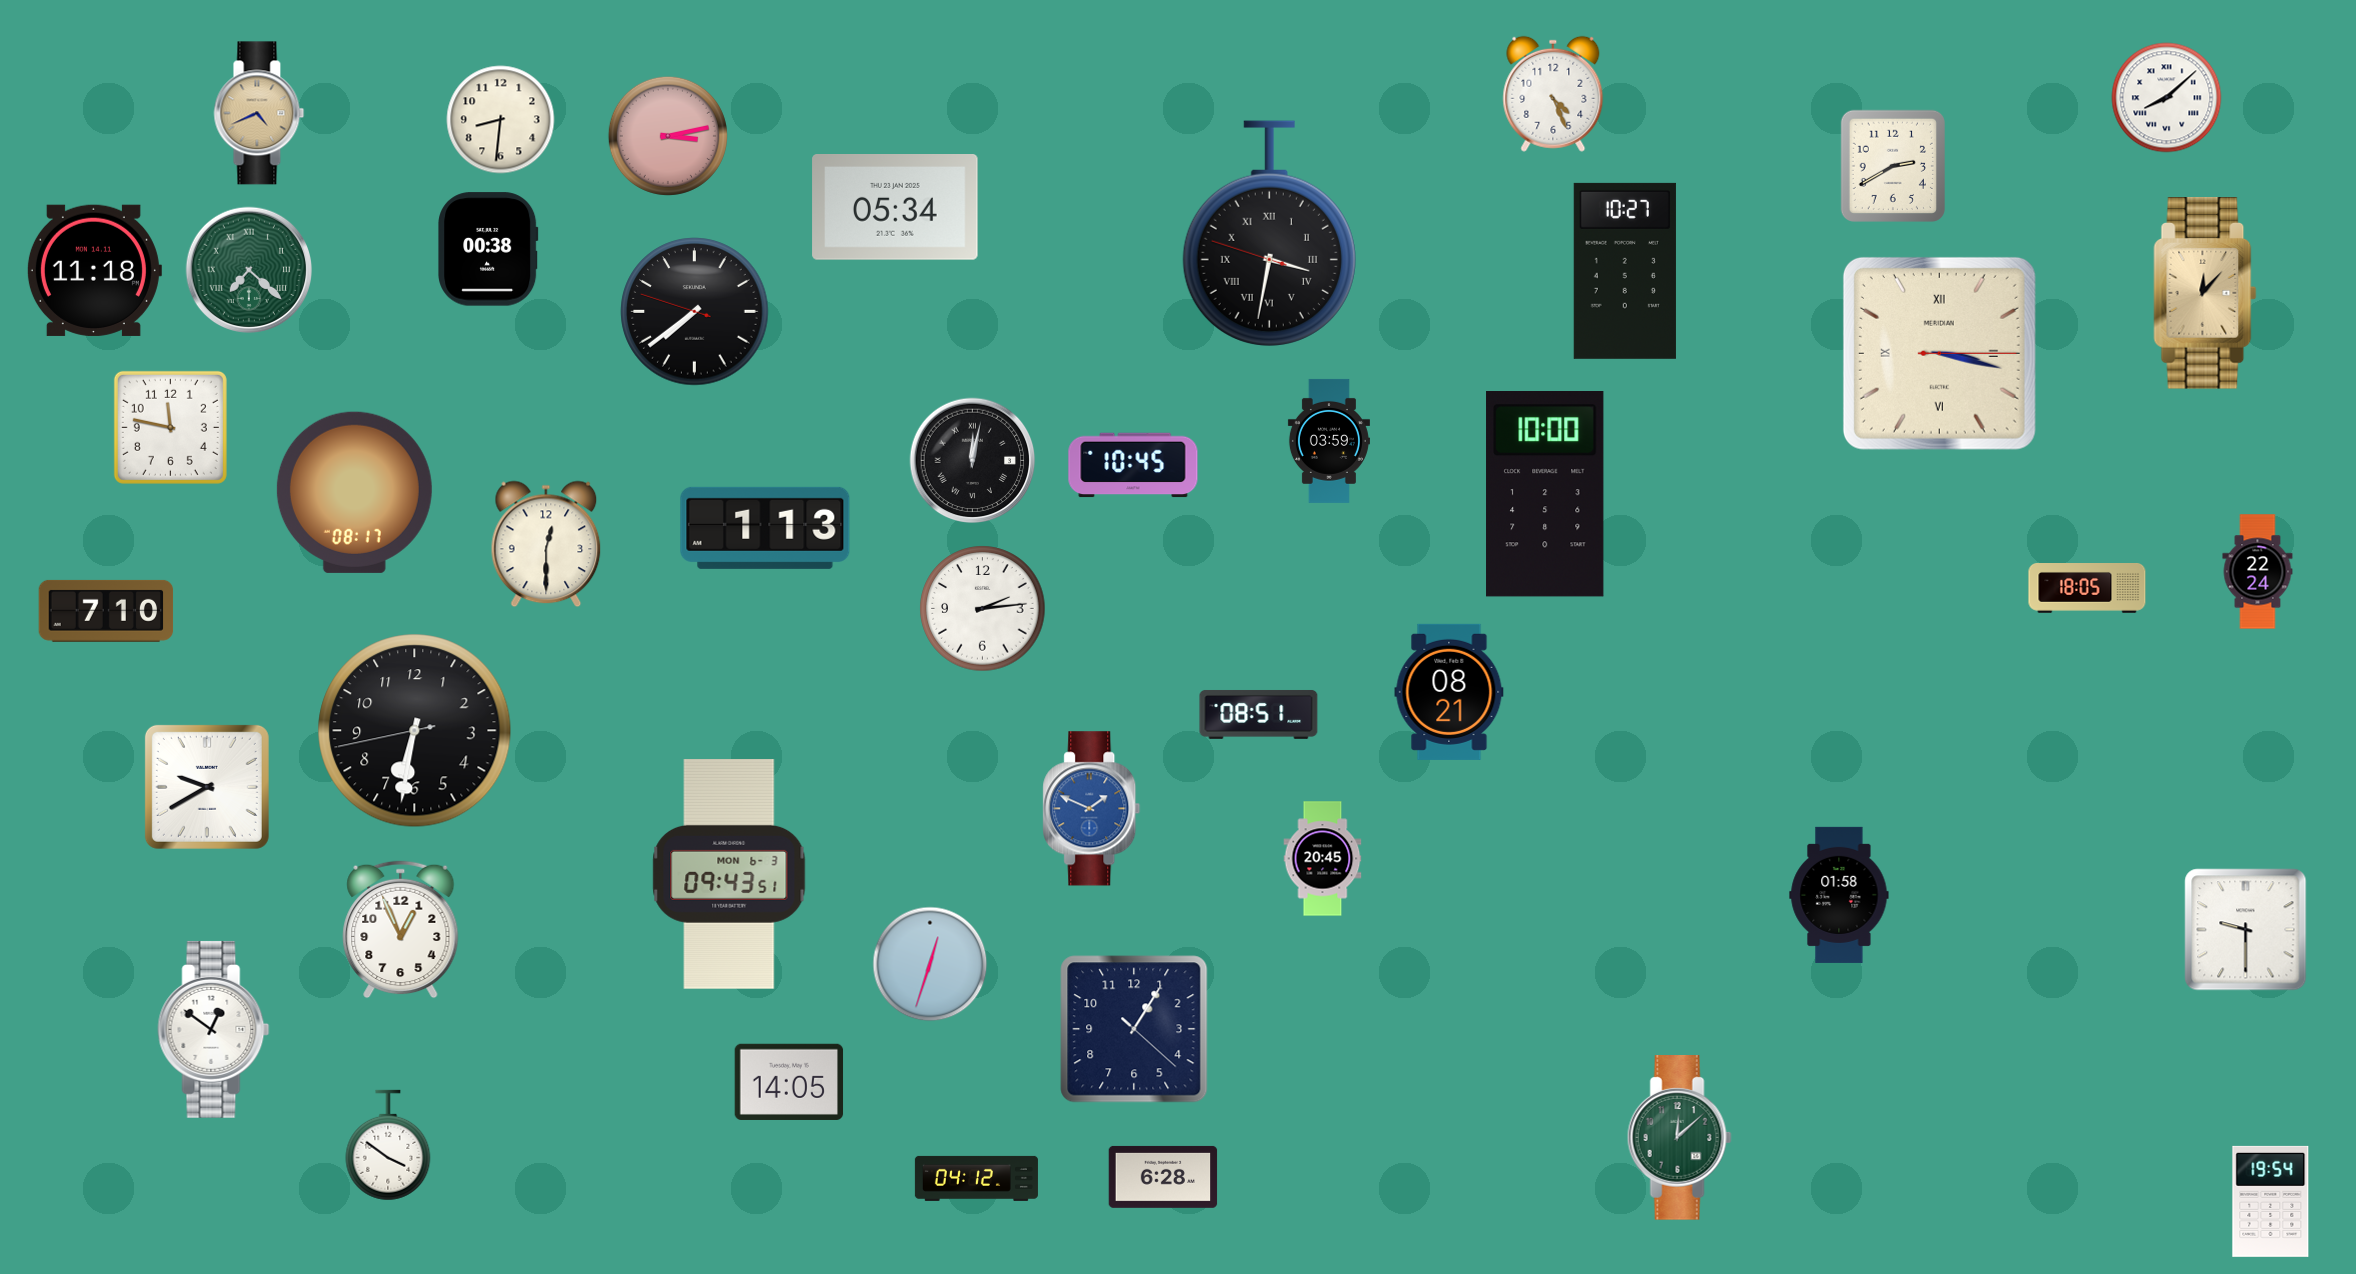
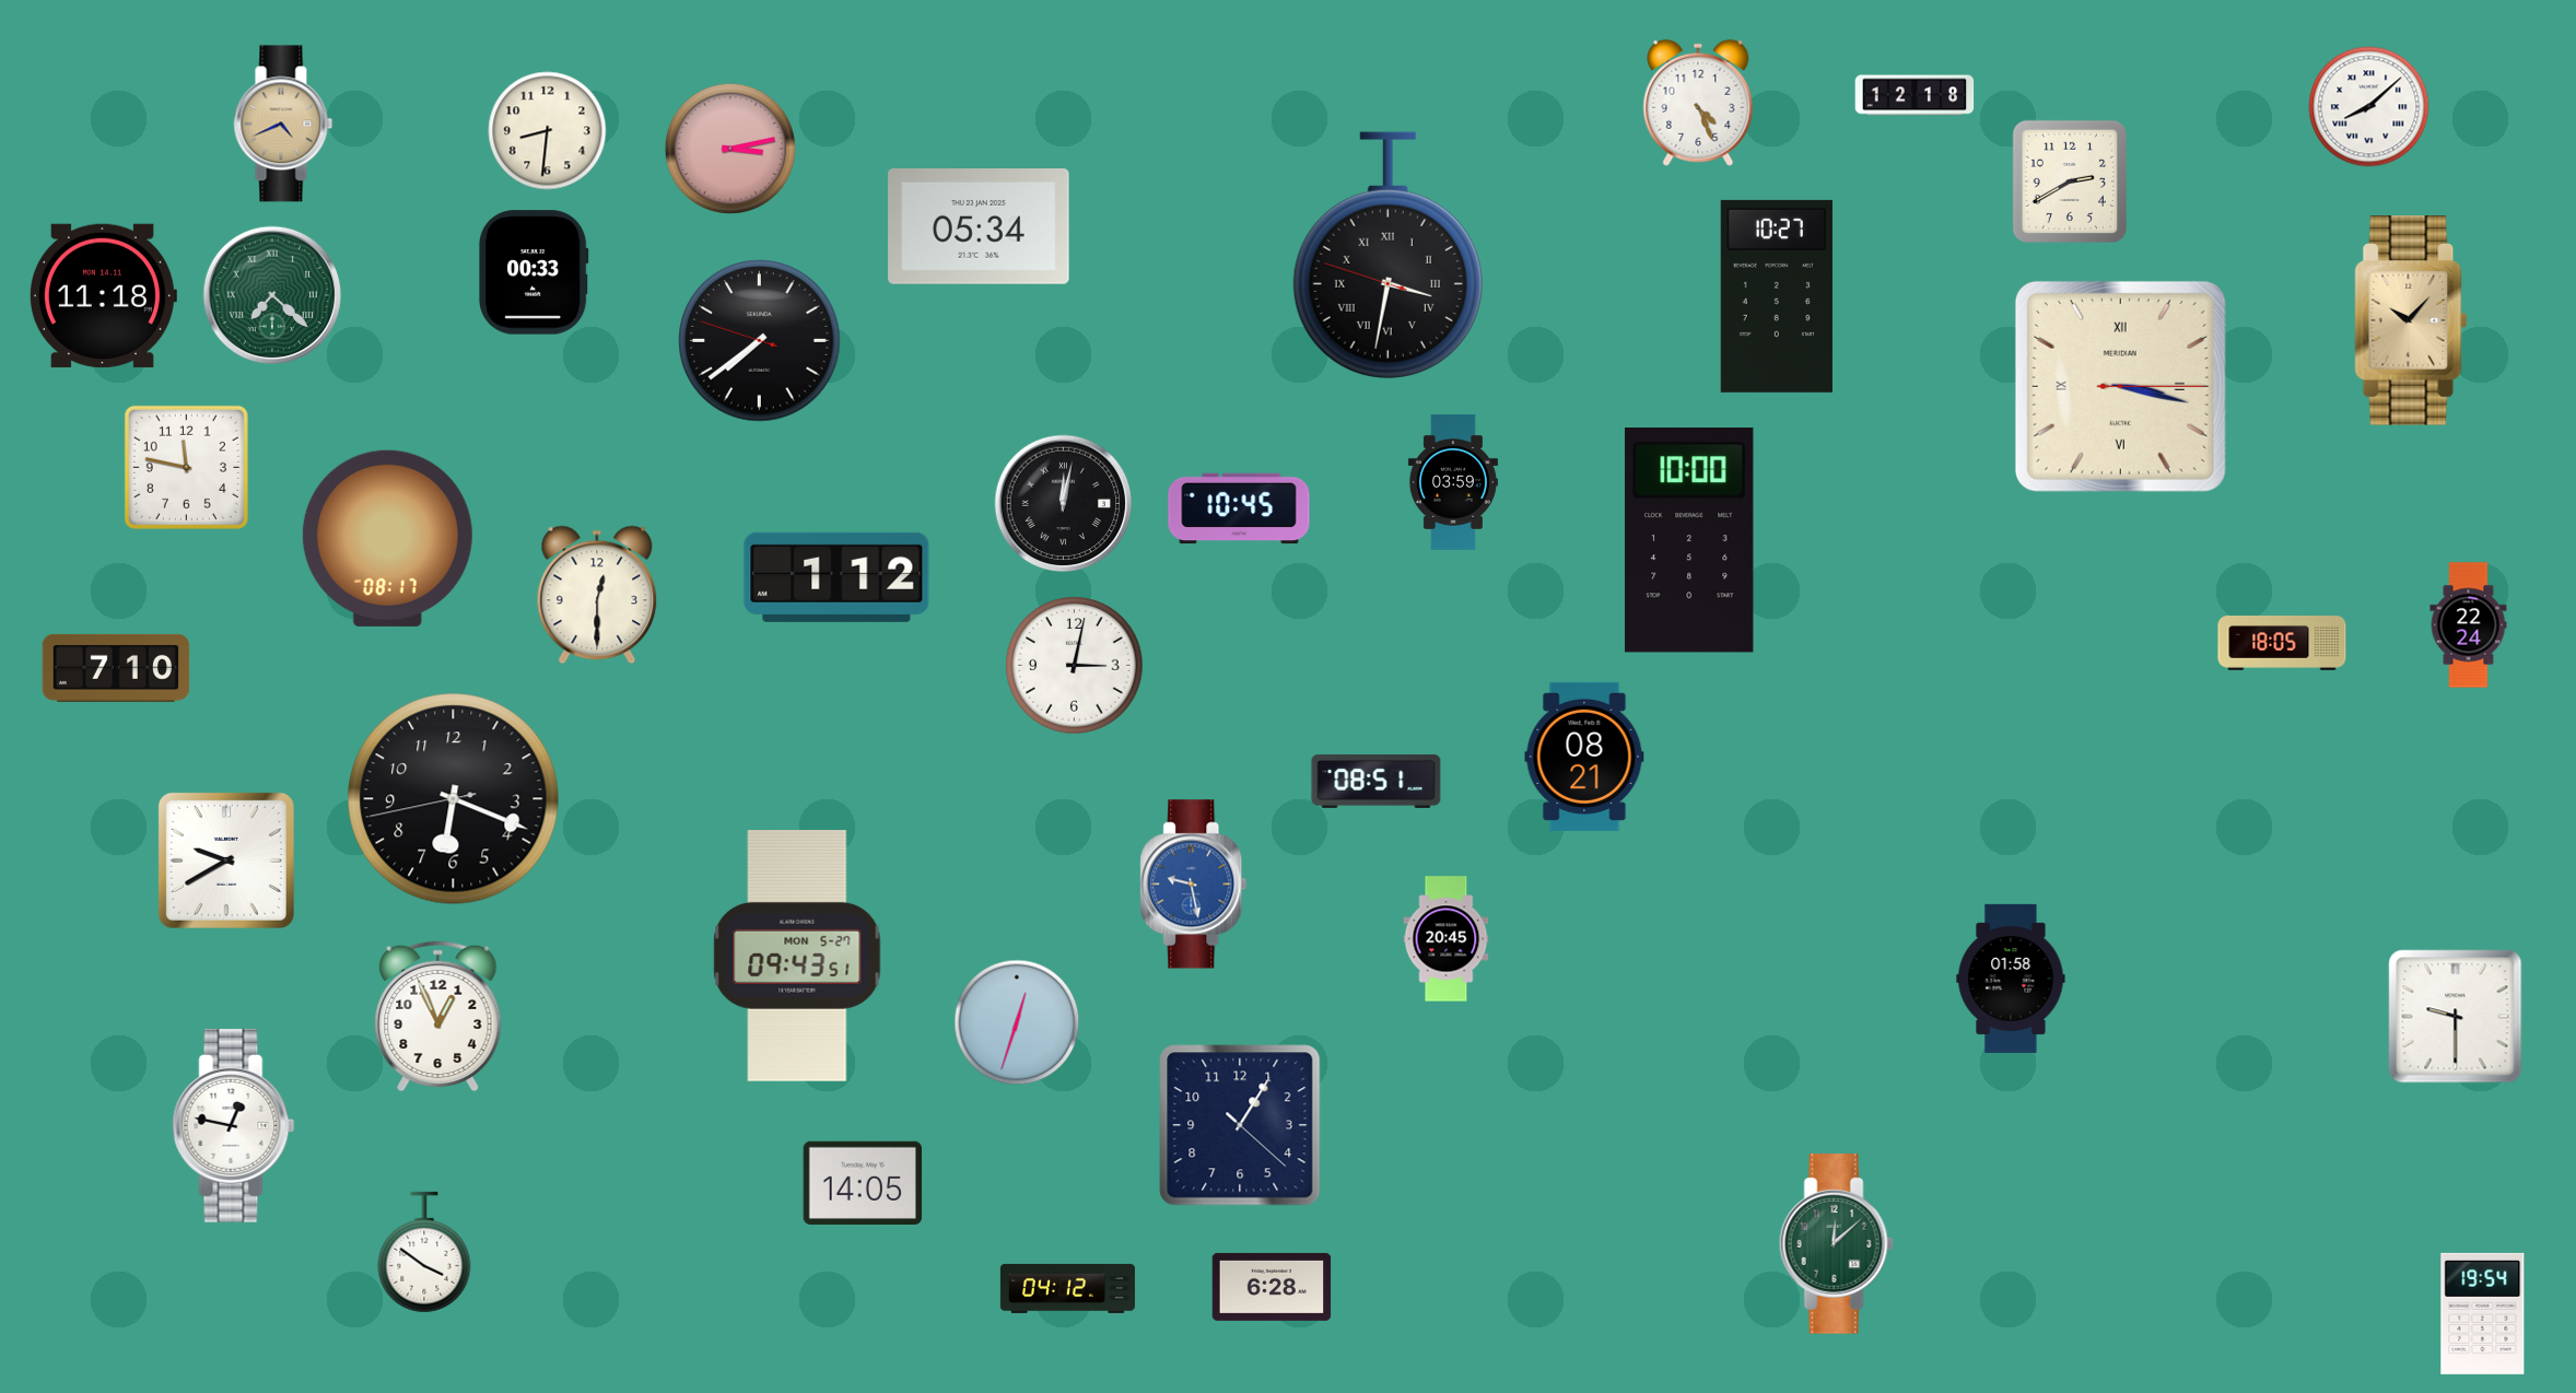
clock at (1915, 95): none -> 12:18
clock at (488, 249): 00:38 -> 00:33
clock at (2205, 293): 12:07 -> 10:07
clock at (765, 528): 1:13 -> 1:12
clock at (983, 609): 2:14 -> 3:02
clock at (415, 731): 6:31 -> 6:18
clock at (1092, 809): 1:49 -> 9:28
clock at (729, 875) date: MON 6-3 -> MON 5-27
clock at (930, 964) position: (930, 964) -> (1017, 1022)
clock at (214, 1029): 12:51 -> 12:47
